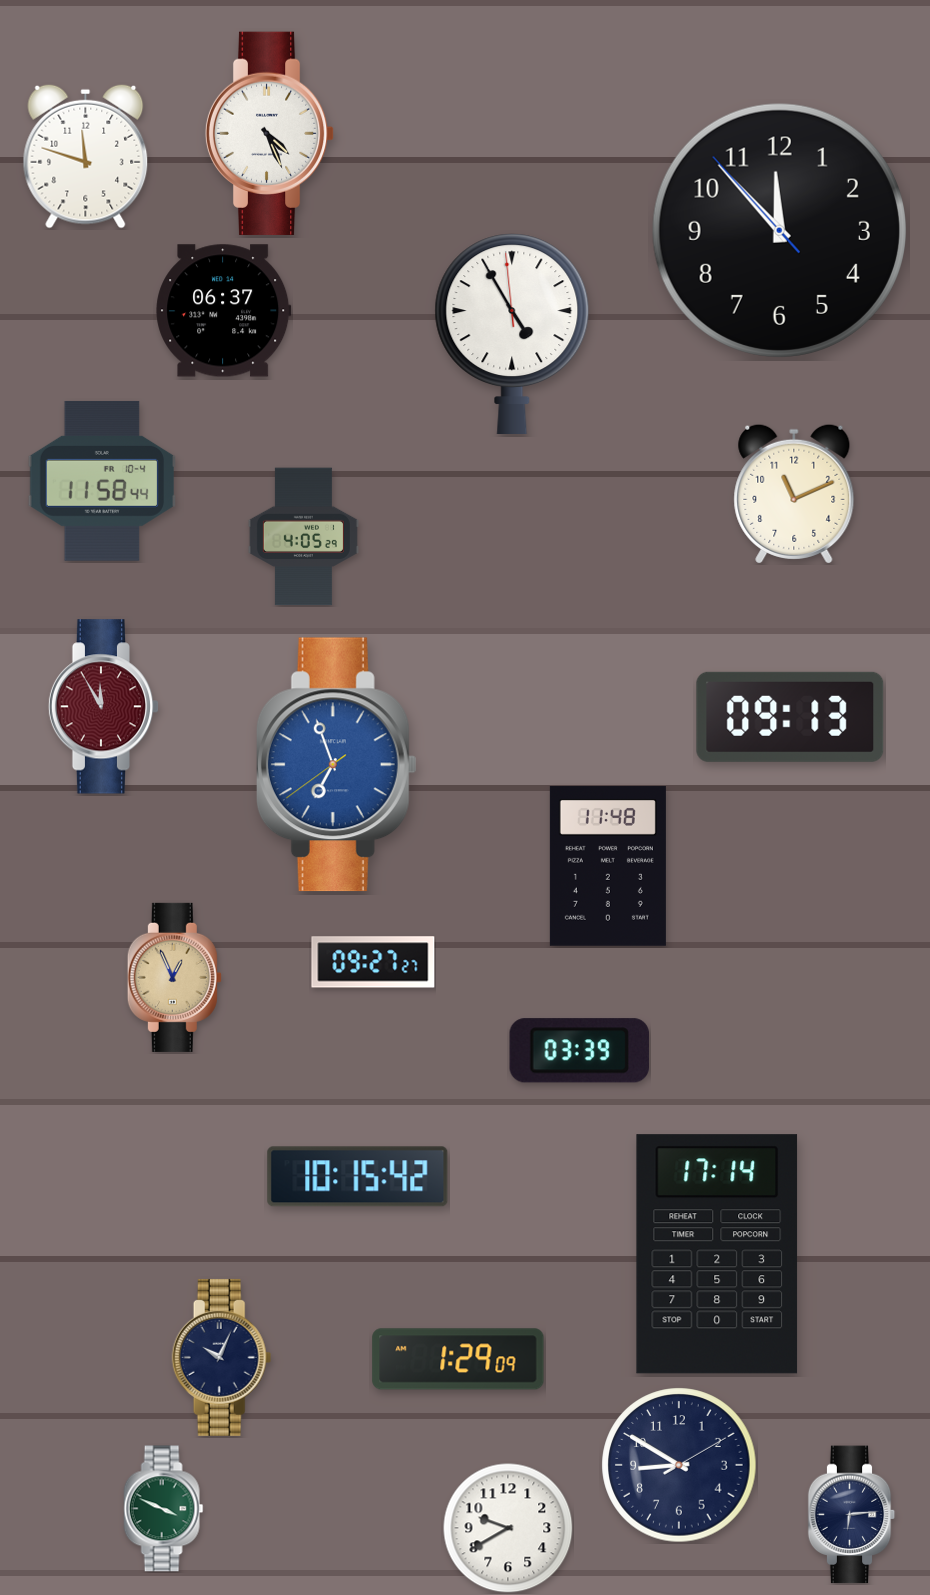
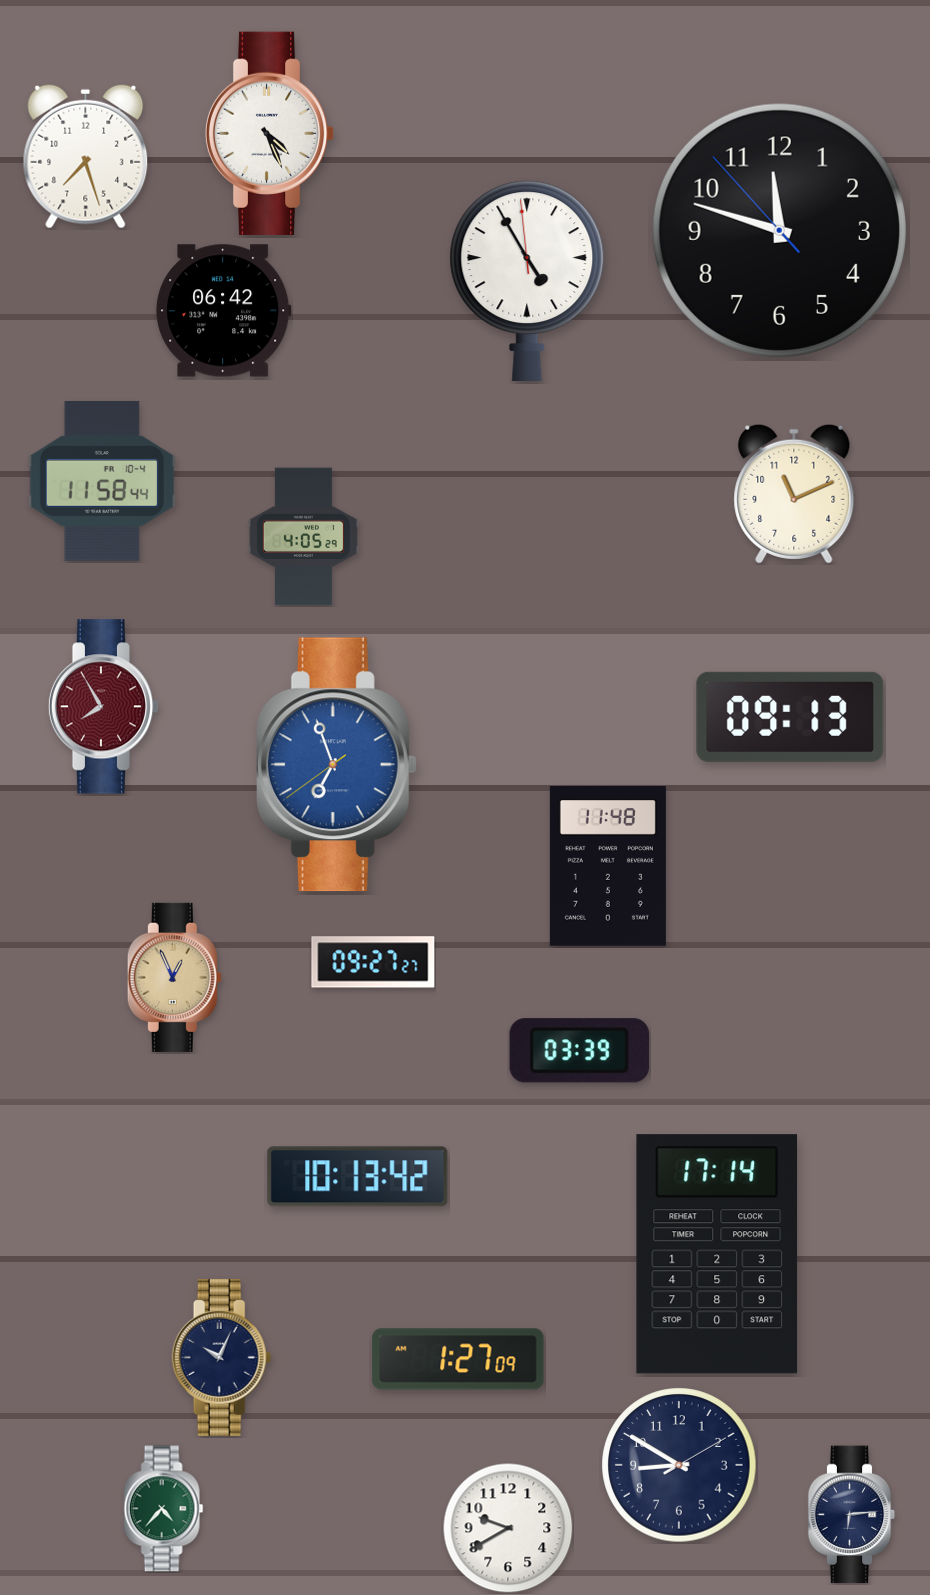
clock at (86, 156): 11:48 -> 7:27
clock at (779, 230): 11:52 -> 11:47
clock at (224, 311): 06:37 -> 06:42
clock at (512, 333) position: (512, 333) -> (527, 280)
clock at (104, 707): 11:55 -> 7:55
clock at (358, 1177): 10:15 -> 10:13
clock at (458, 1359): 1:29 -> 1:27
clock at (164, 1509): 3:49 -> 4:37
